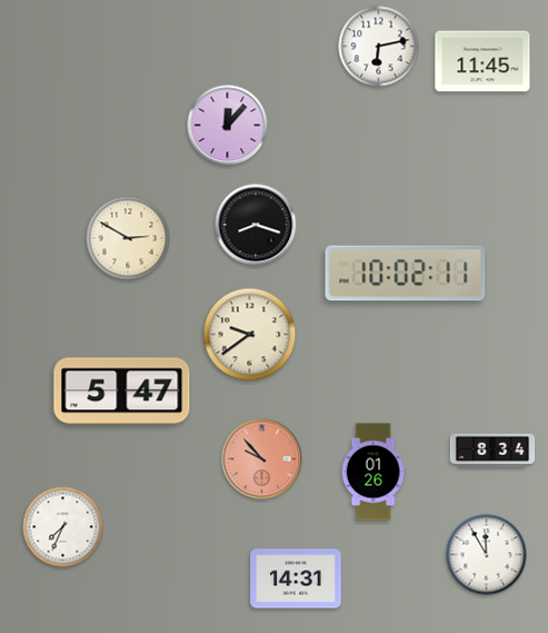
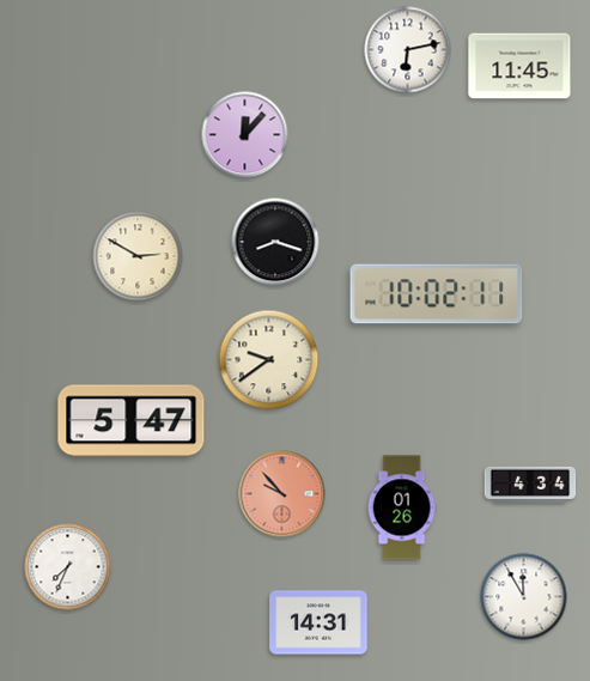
clock at (492, 451): 8:34 -> 4:34
